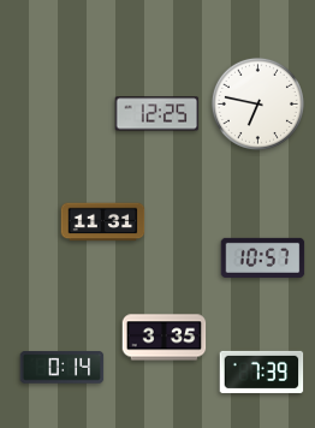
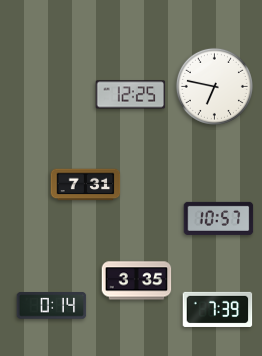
clock at (103, 222): 11:31 -> 7:31
clock at (263, 257) position: (263, 257) -> (219, 218)
